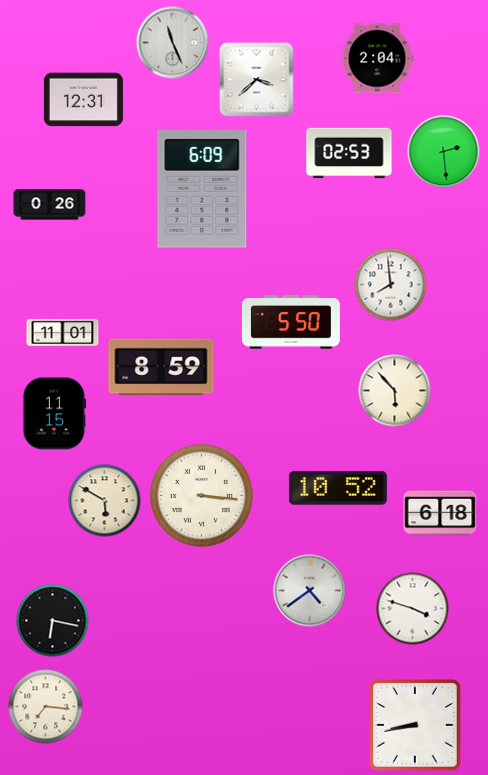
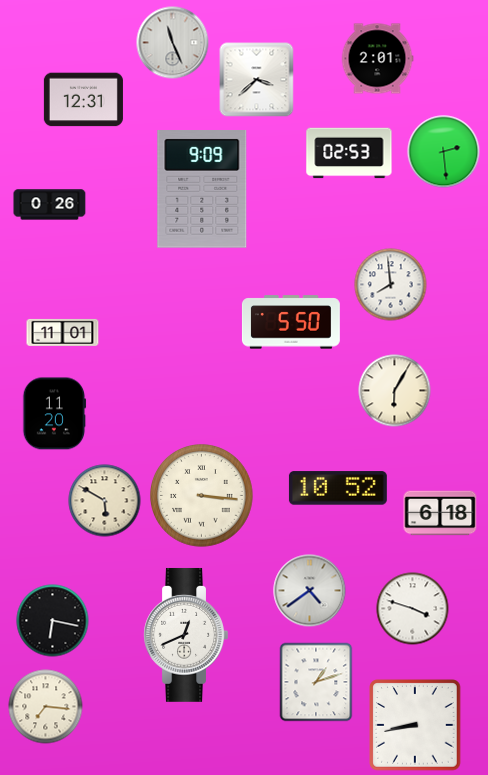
clock at (377, 59): 2:04 -> 2:01
clock at (202, 190): 6:09 -> 9:09
clock at (161, 367): 8:59 -> none
clock at (395, 391): 5:53 -> 6:05
clock at (54, 414): 11:15 -> 11:20
clock at (186, 635): none -> 12:41
clock at (316, 682): none -> 1:12
